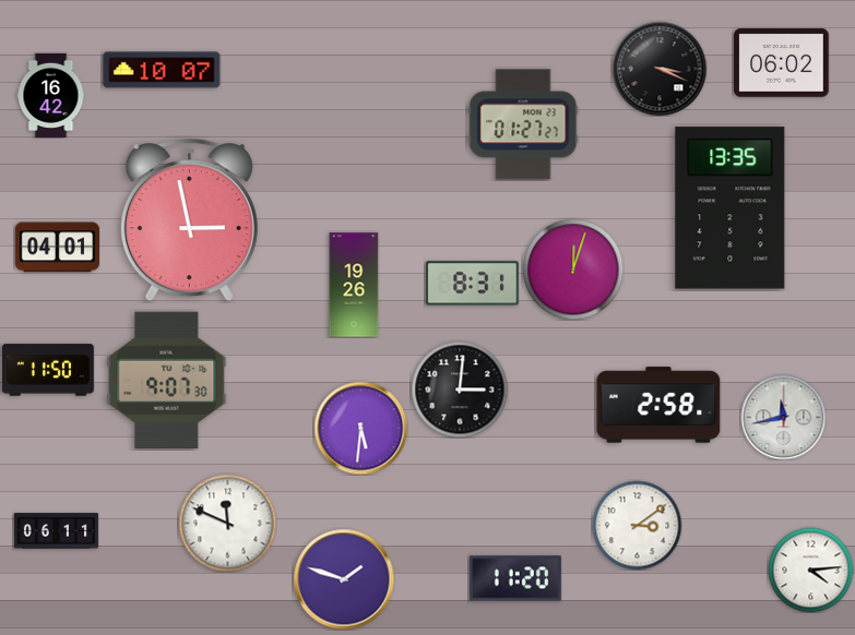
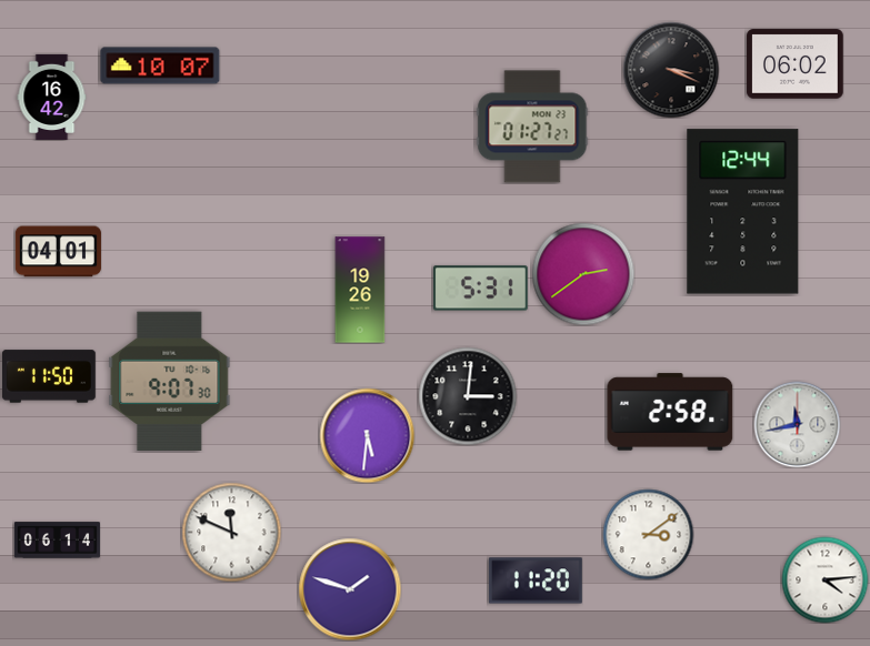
clock at (162, 70) position: (162, 70) -> (160, 65)
clock at (731, 208): 13:35 -> 12:44
clock at (189, 220): 2:58 -> none
clock at (573, 269): 12:03 -> 2:39
clock at (472, 284): 8:31 -> 5:31
clock at (167, 380) position: (167, 380) -> (170, 381)
clock at (56, 531): 06:11 -> 06:14
clock at (515, 578) position: (515, 578) -> (536, 581)
